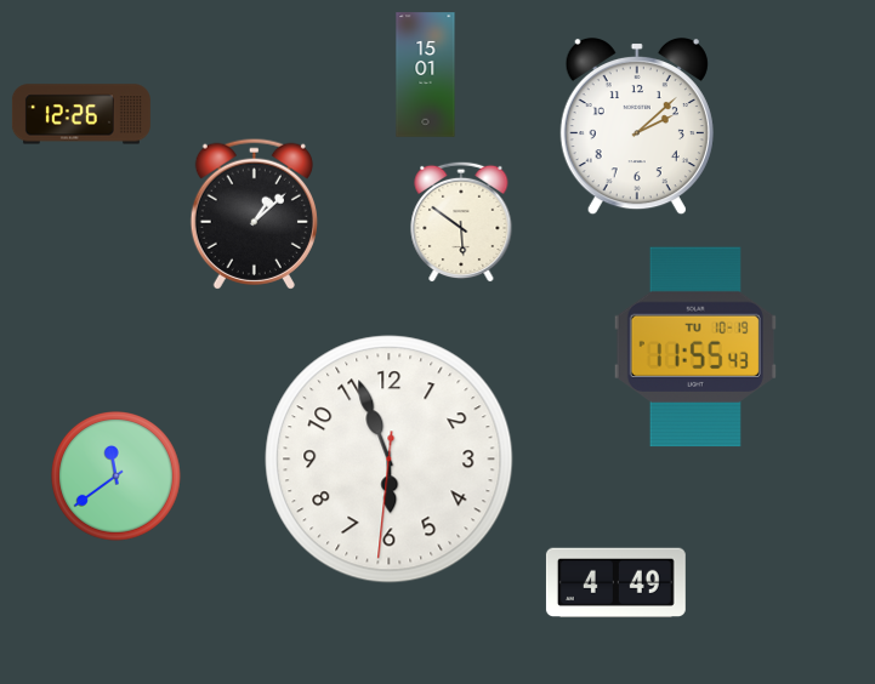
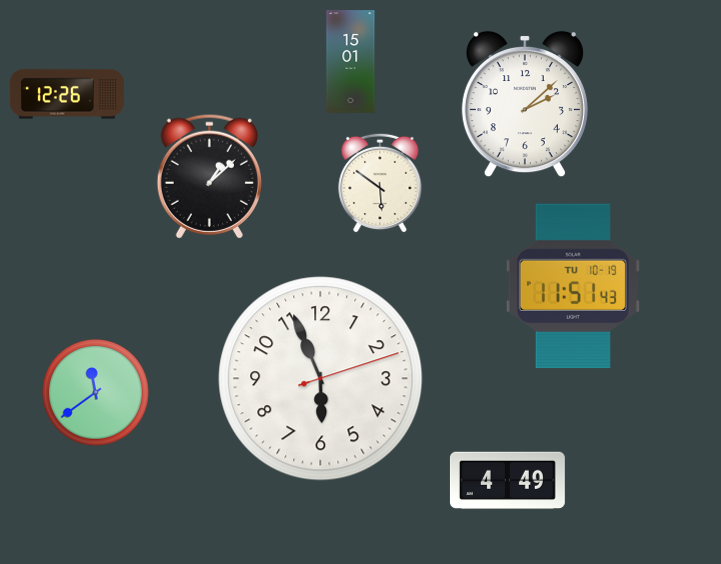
clock at (695, 347): 11:55 -> 11:51
clock at (390, 460): 5:56:31 -> 5:56:12
